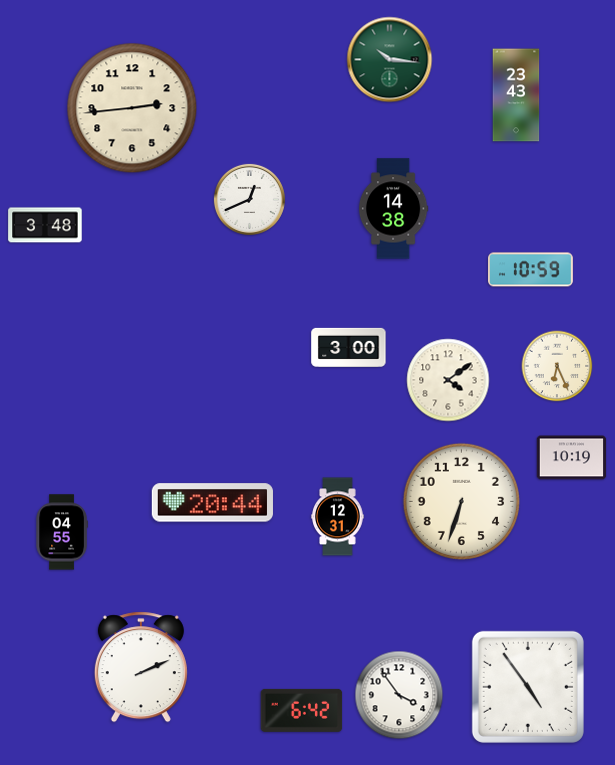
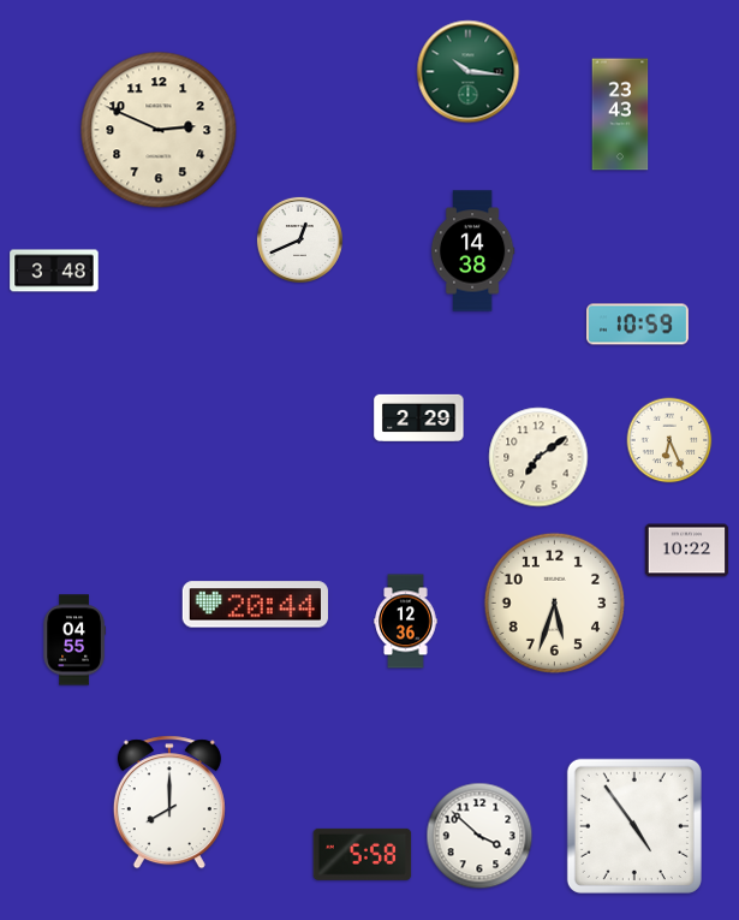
clock at (132, 108): 2:44 -> 2:49
clock at (349, 347): 3:00 -> 2:29
clock at (448, 380): 4:09 -> 7:09
clock at (572, 458): 10:19 -> 10:22
clock at (461, 501): 6:33 -> 5:33
clock at (338, 517): 12:31 -> 12:36
clock at (141, 667): 2:11 -> 8:00
clock at (399, 695): 3:54 -> 3:52
clock at (302, 710): 6:42 -> 5:58
